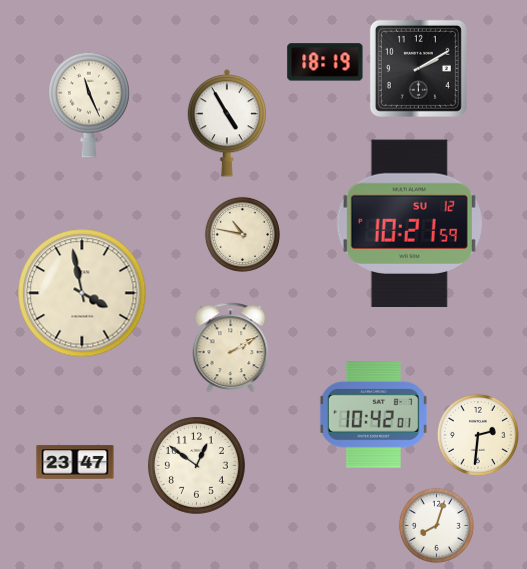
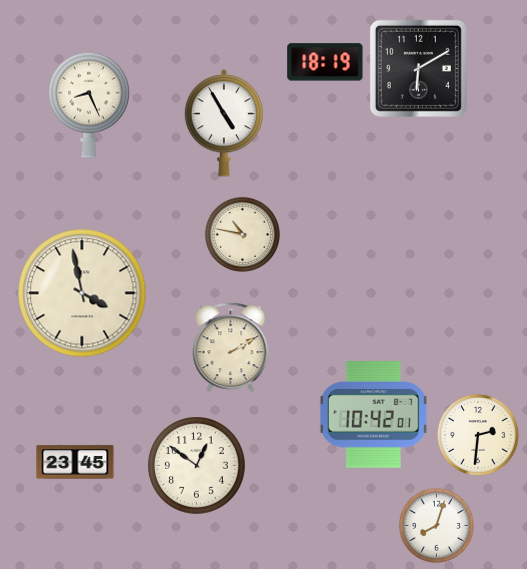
clock at (418, 68): 2:10 -> 6:10
clock at (89, 105): 11:26 -> 8:26
clock at (227, 123) position: (227, 123) -> (224, 123)
clock at (409, 224): 10:21 -> none
clock at (75, 462): 23:47 -> 23:45
